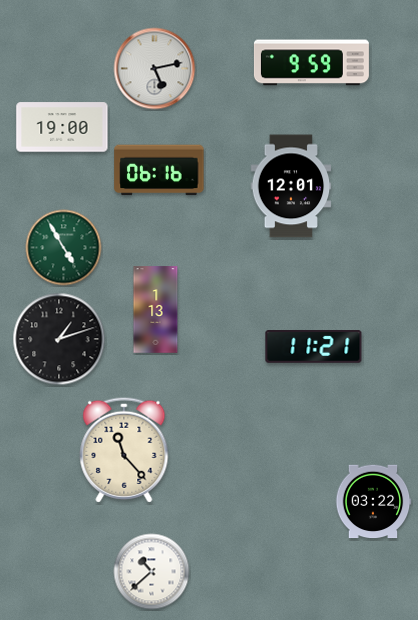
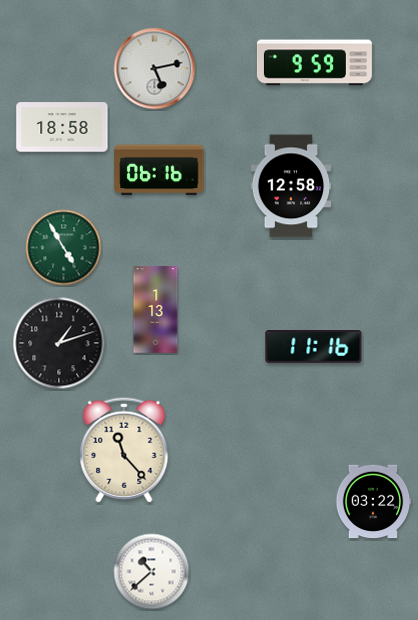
clock at (311, 63) position: (311, 63) -> (314, 63)
clock at (62, 127): 19:00 -> 18:58
clock at (291, 186): 12:01 -> 12:58
clock at (59, 339) position: (59, 339) -> (59, 343)
clock at (314, 347): 11:21 -> 11:16
